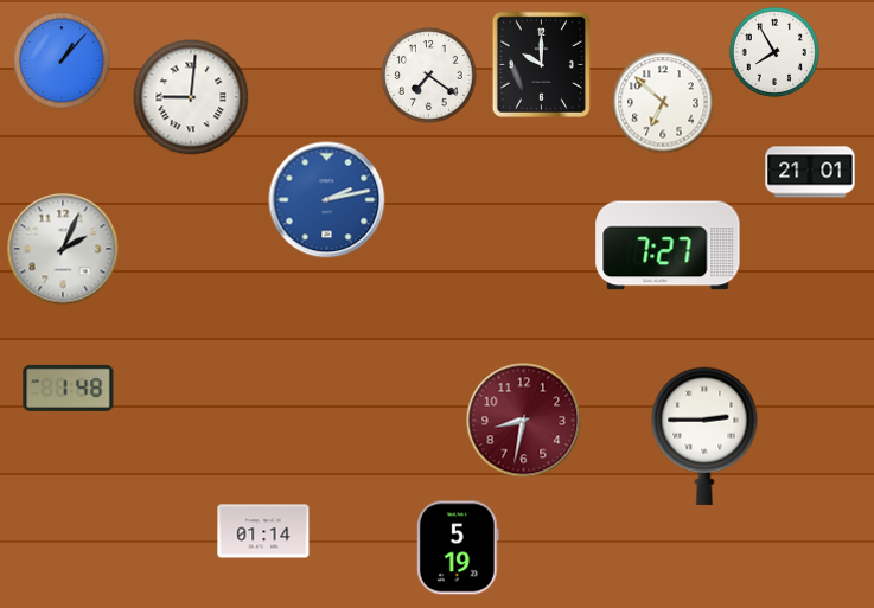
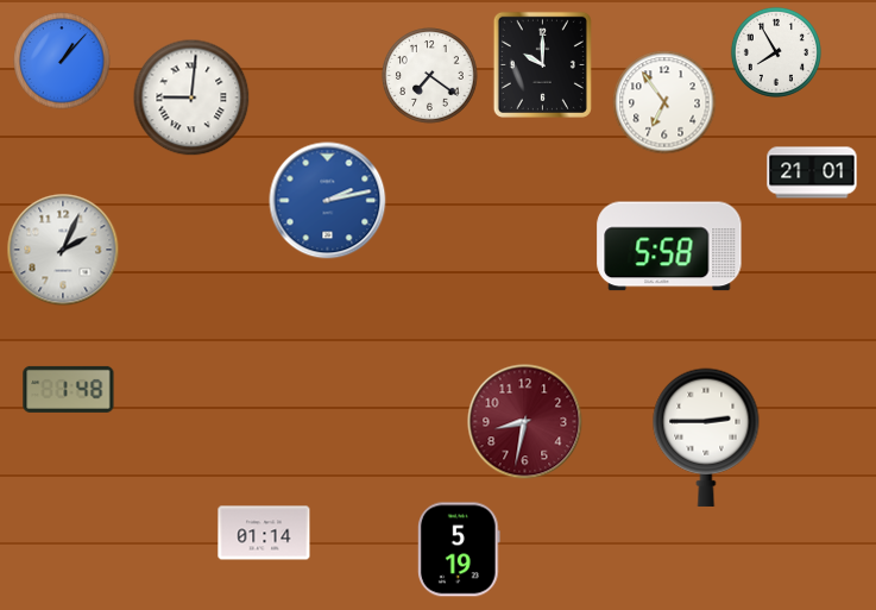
clock at (663, 102): 6:52 -> 6:54
clock at (668, 245): 7:27 -> 5:58
